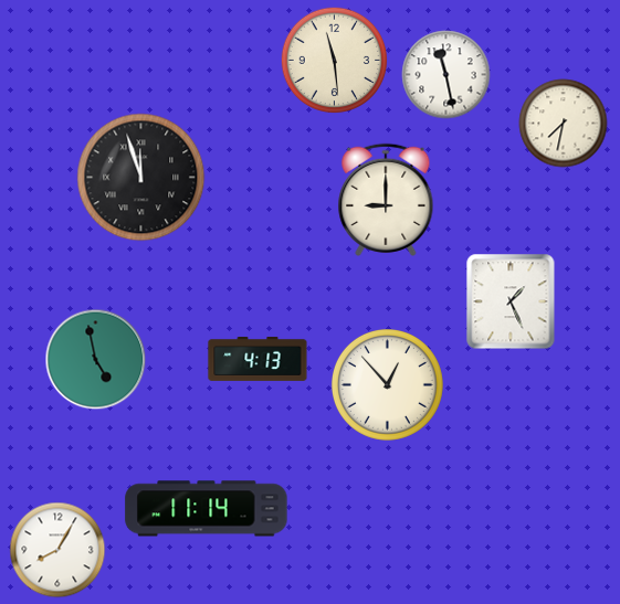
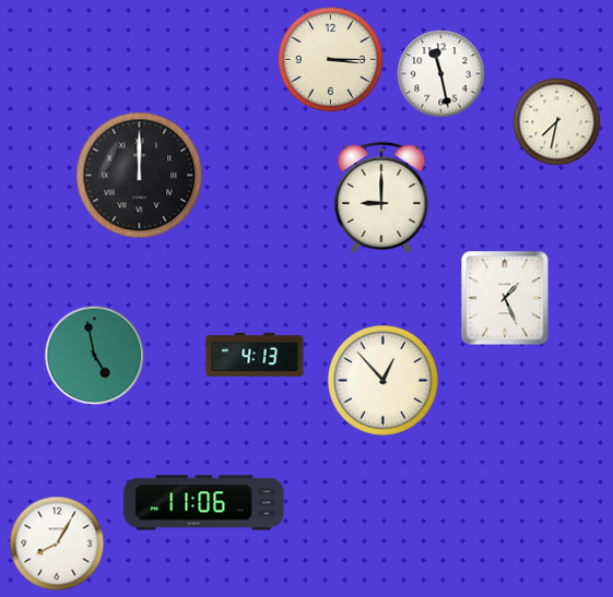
clock at (335, 61): 11:29 -> 3:15
clock at (141, 178): 11:57 -> 12:00
clock at (207, 509): 11:14 -> 11:06
